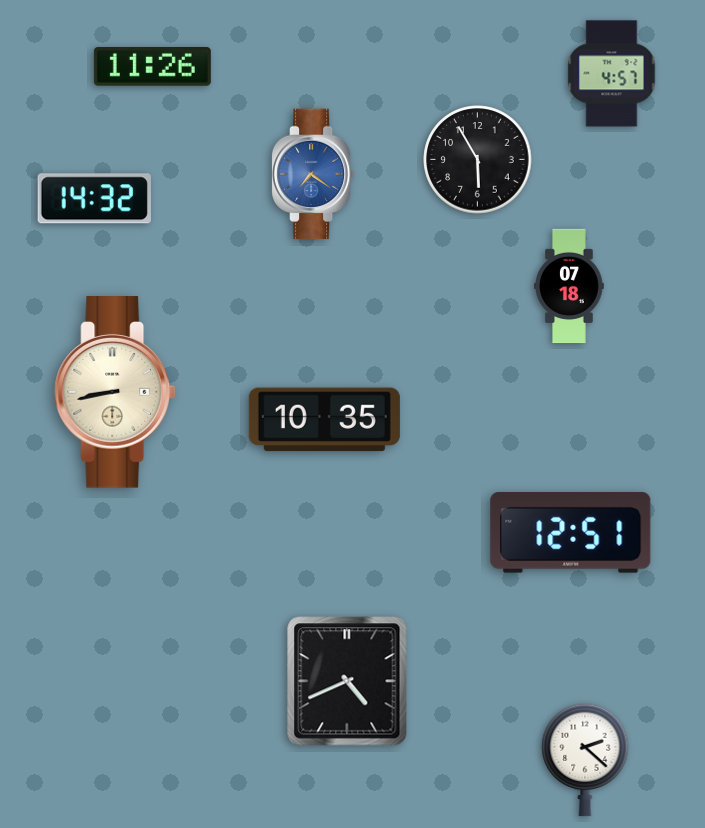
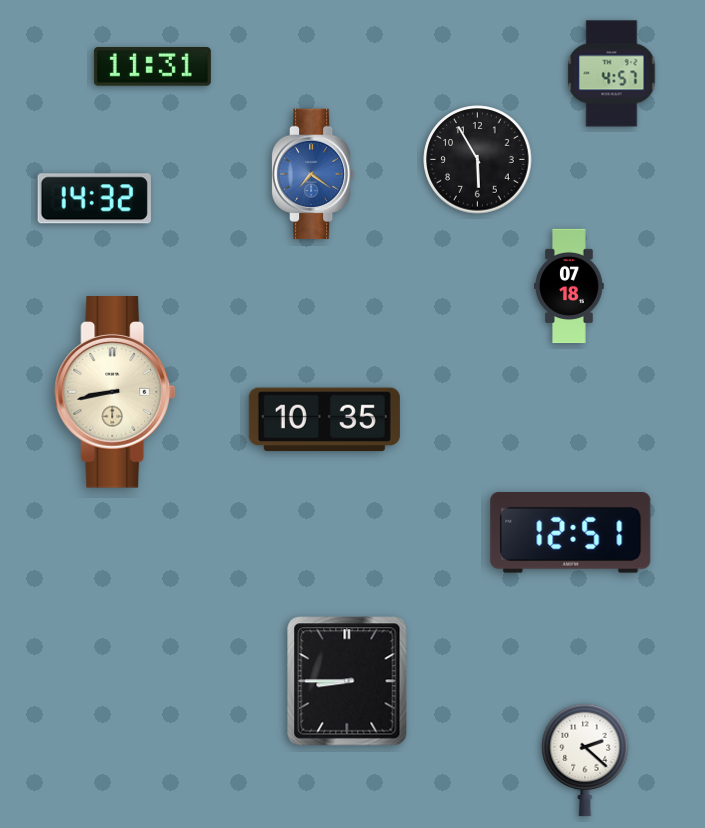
clock at (152, 67): 11:26 -> 11:31
clock at (347, 681): 4:41 -> 8:45
